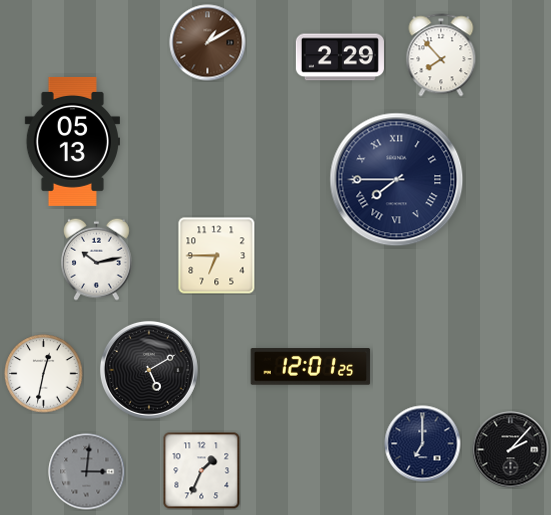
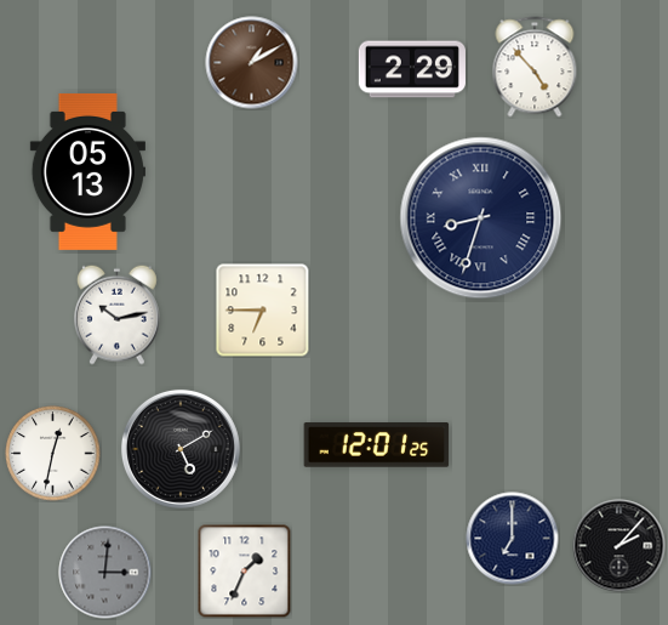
clock at (208, 43) position: (208, 43) -> (252, 63)
clock at (441, 55): 7:53 -> 4:53
clock at (397, 180): 7:45 -> 8:33
